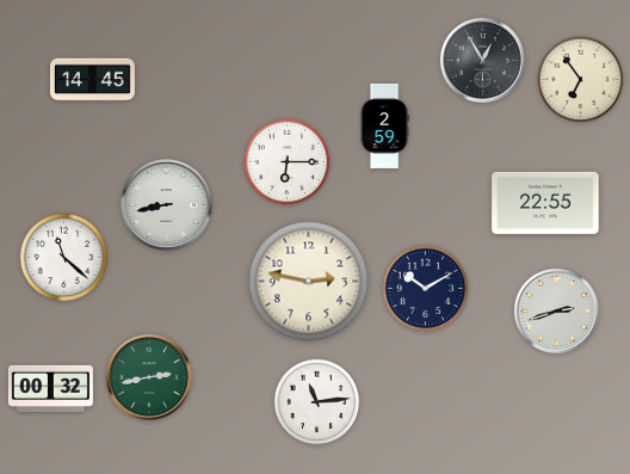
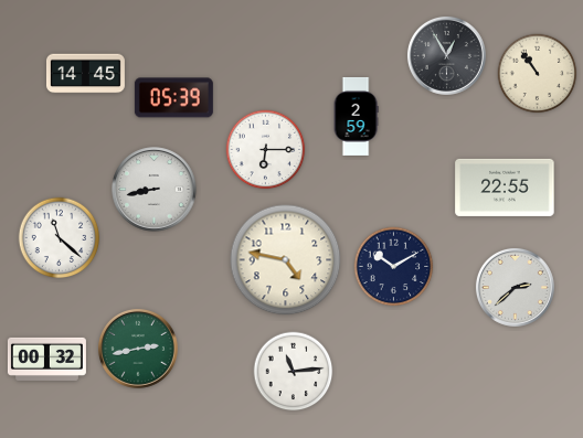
clock at (581, 80): 6:54 -> 10:54
clock at (173, 98): none -> 05:39
clock at (309, 282): 2:47 -> 4:47
clock at (556, 310): 2:42 -> 2:38
